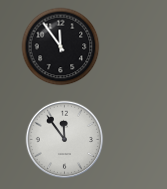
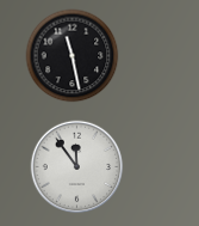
clock at (60, 46): 11:54 -> 11:28
